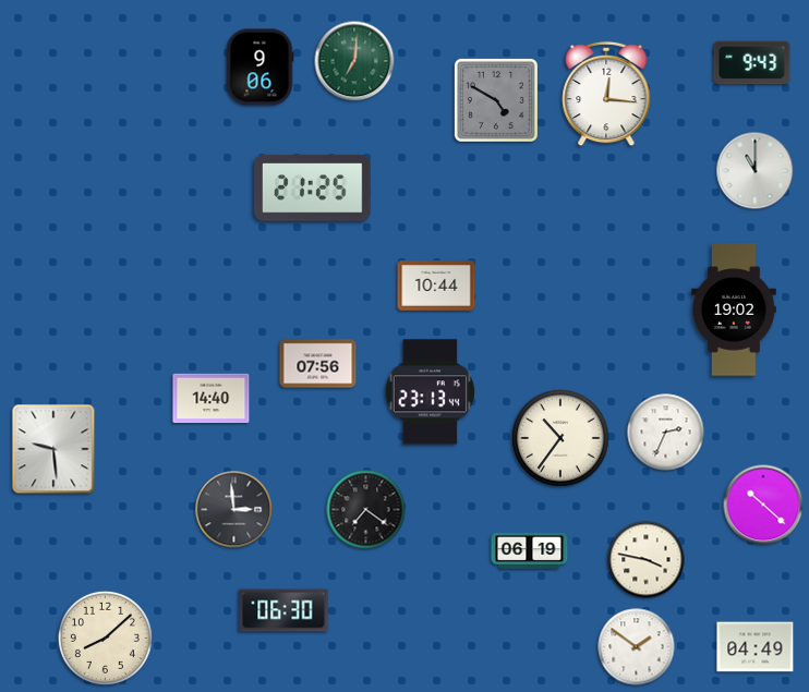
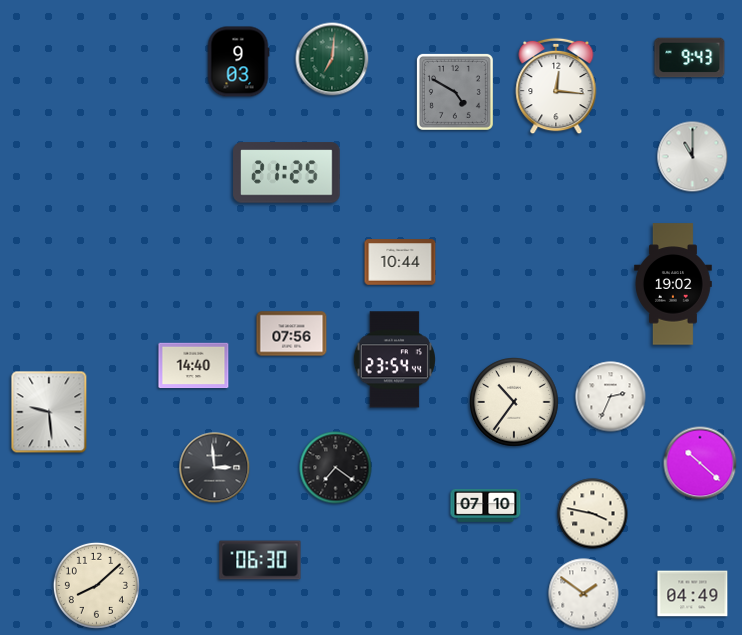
clock at (354, 61) position: (354, 61) -> (332, 59)
clock at (259, 68): 9:06 -> 9:03
clock at (430, 392): 23:13 -> 23:54
clock at (530, 550): 06:19 -> 07:10
